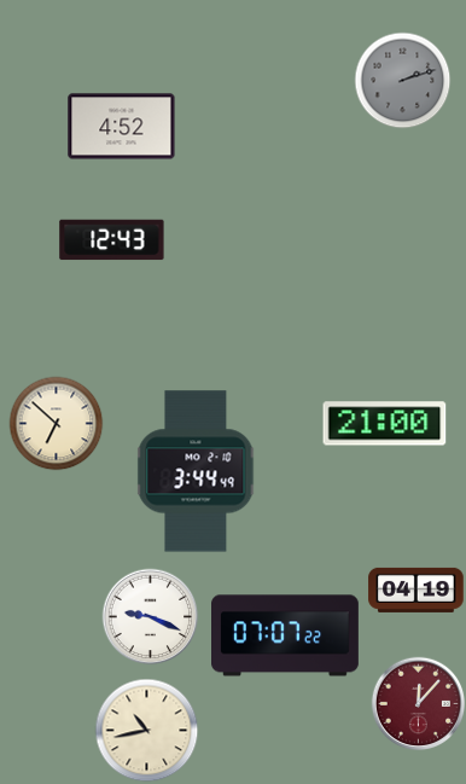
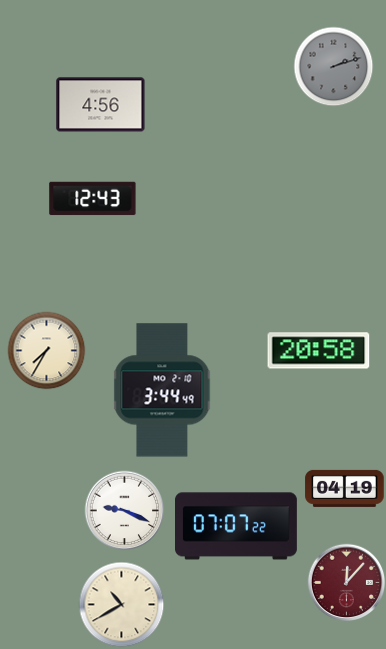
clock at (122, 127): 4:52 -> 4:56
clock at (56, 423): 6:52 -> 7:35
clock at (385, 424): 21:00 -> 20:58
clock at (146, 730): 10:43 -> 10:40
